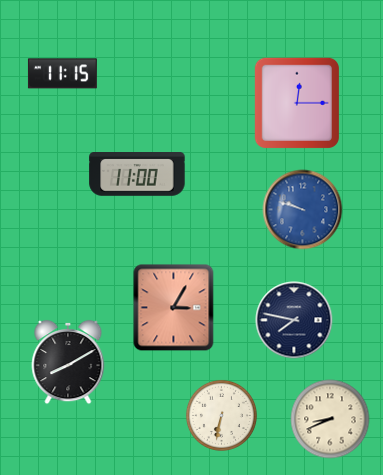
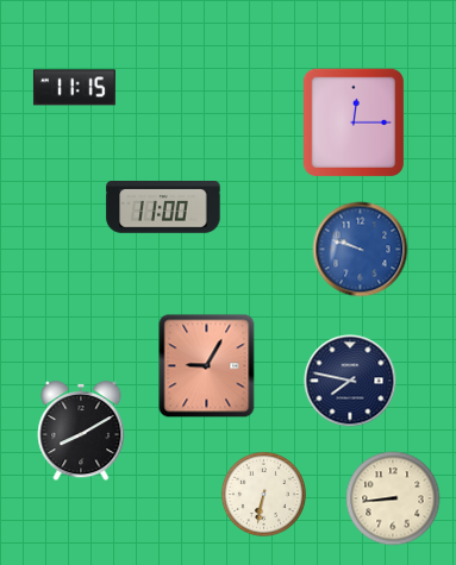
clock at (174, 308): 3:05 -> 9:05
clock at (330, 419): 8:41 -> 8:44
